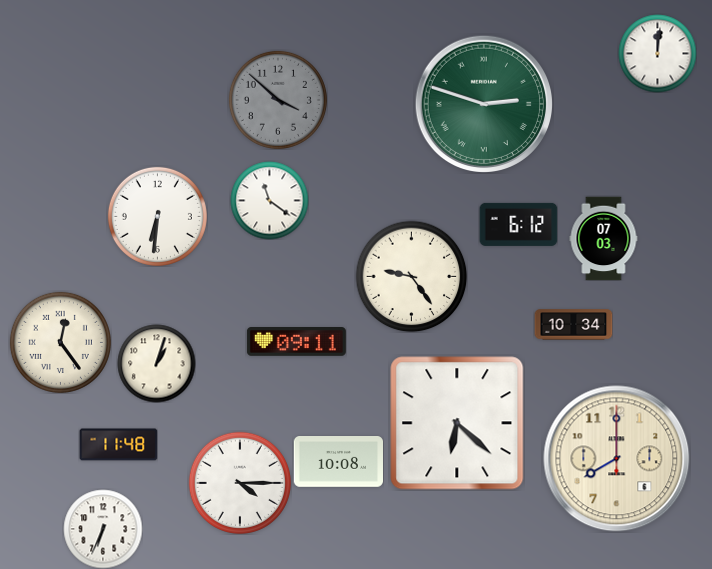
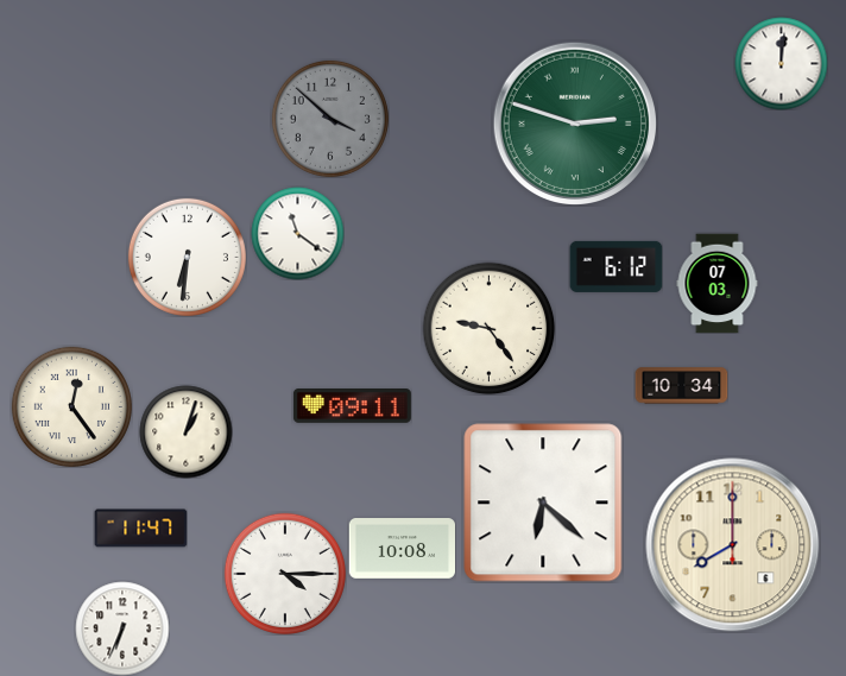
clock at (269, 200) position: (269, 200) -> (297, 233)
clock at (118, 445): 11:48 -> 11:47
